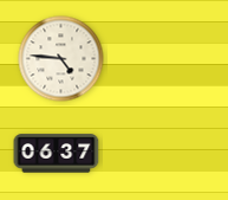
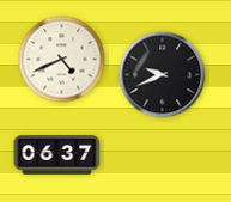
clock at (61, 59): 4:46 -> 4:41
clock at (163, 75): none -> 9:41
